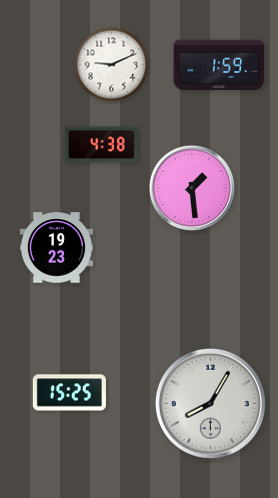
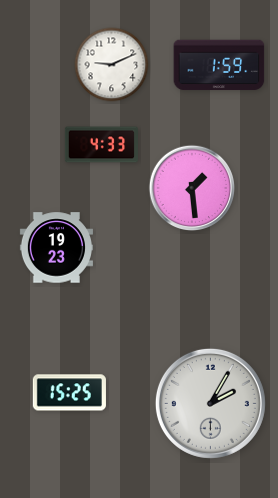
clock at (101, 145): 4:38 -> 4:33
clock at (210, 403): 8:05 -> 2:05
